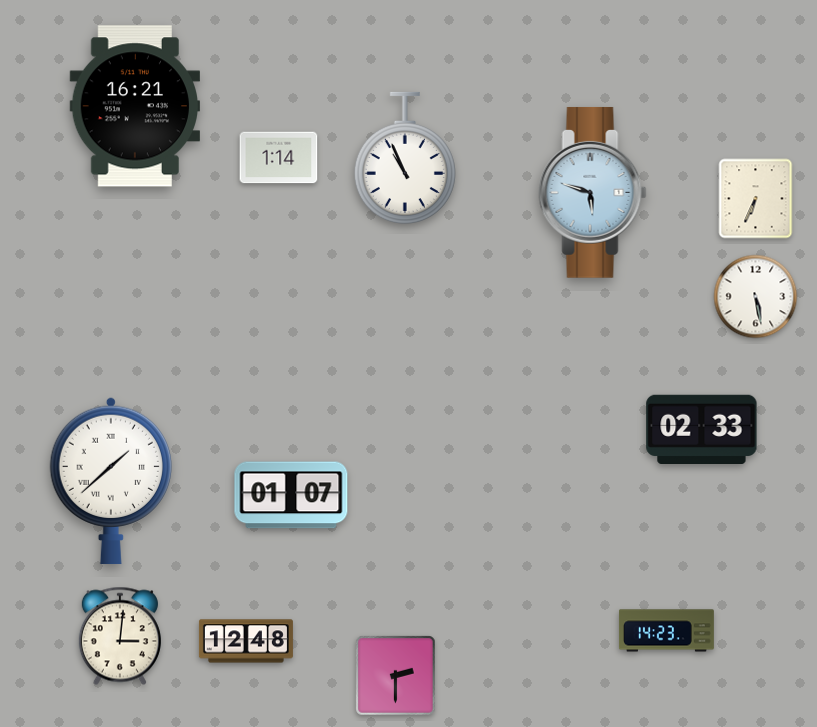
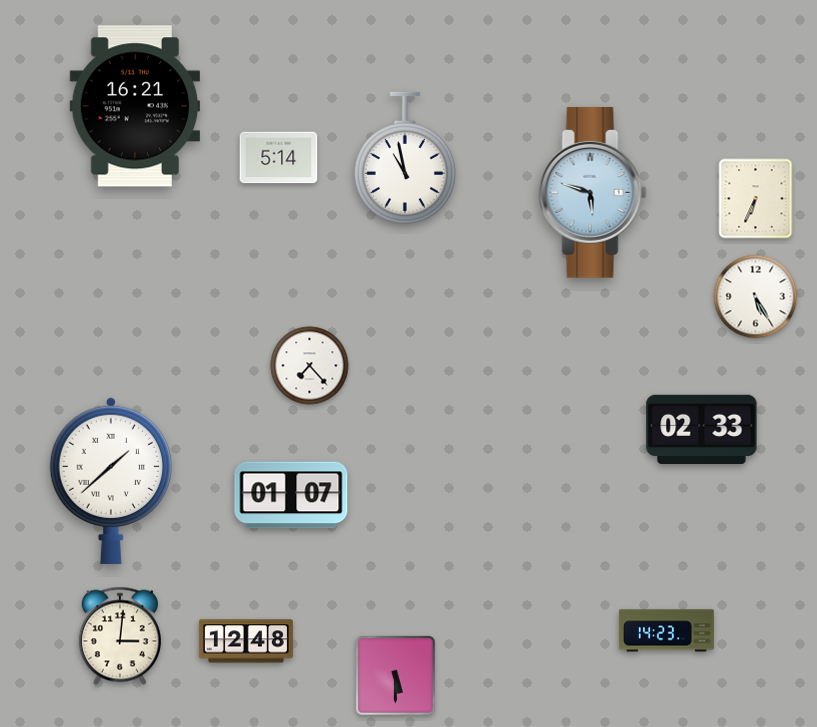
clock at (279, 158): 1:14 -> 5:14
clock at (405, 158): 10:56 -> 10:58
clock at (756, 297): 5:28 -> 5:25
clock at (310, 366): none -> 7:23
clock at (396, 676): 2:30 -> 5:30
